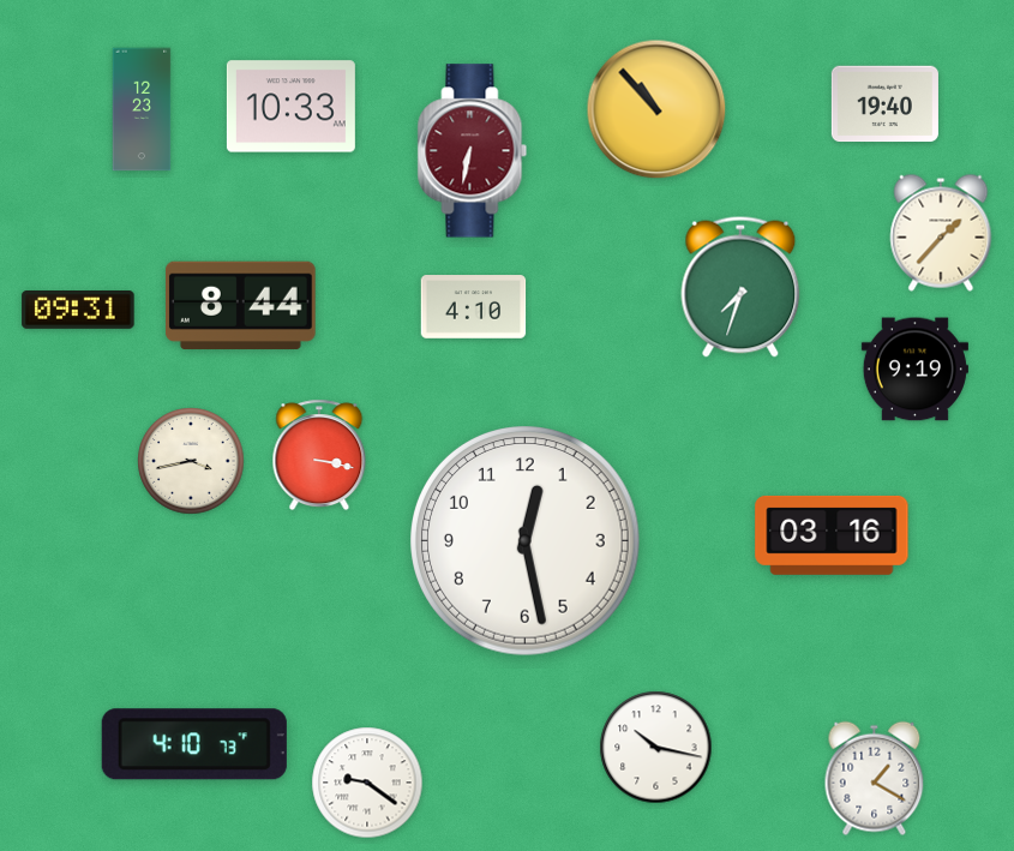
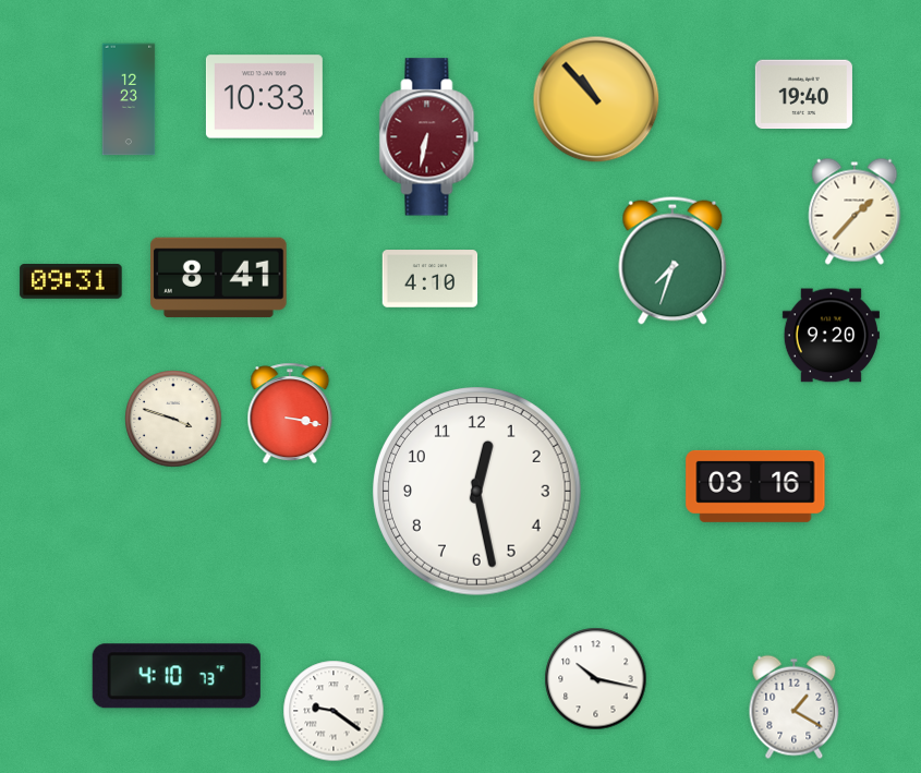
clock at (240, 305): 8:44 -> 8:41
clock at (914, 370): 9:19 -> 9:20
clock at (191, 461): 3:43 -> 3:48
